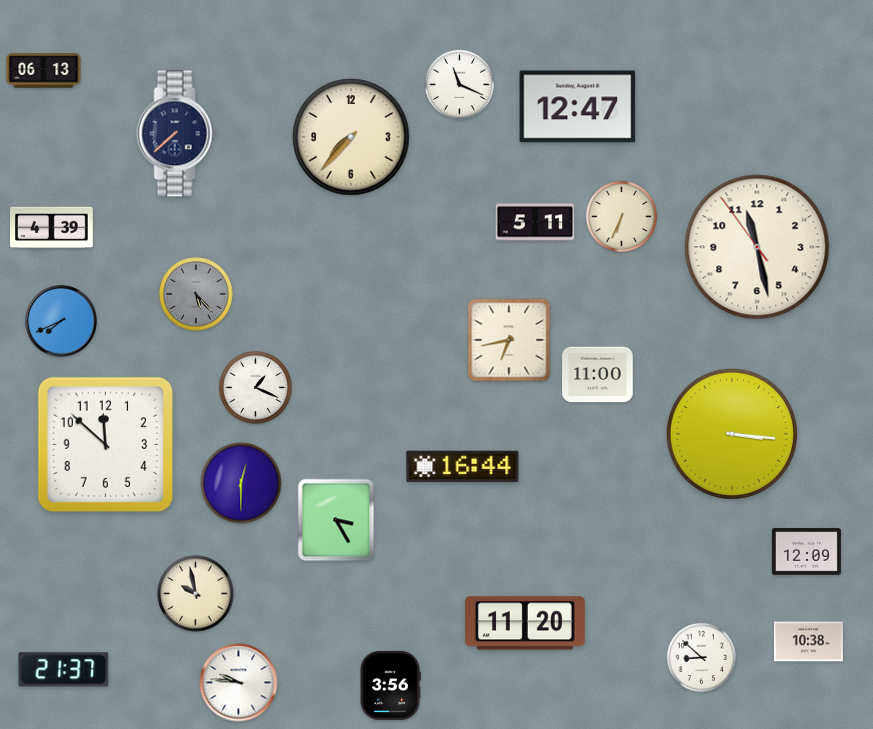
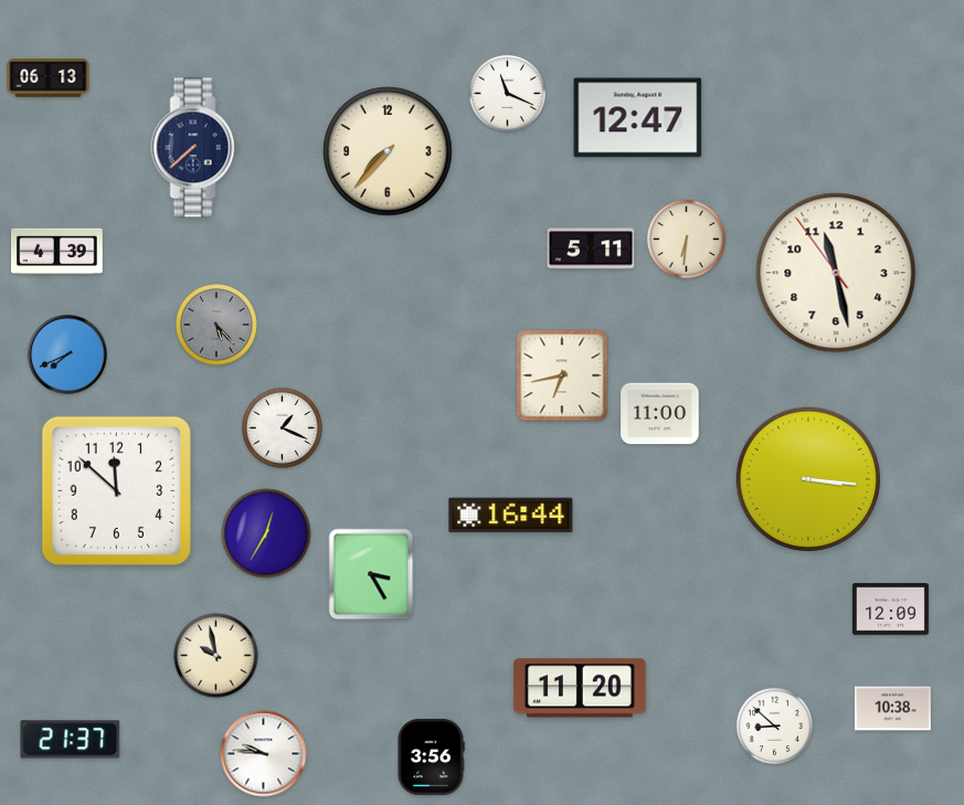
clock at (621, 216): 6:34 -> 6:31
clock at (535, 222) position: (535, 222) -> (591, 248)
clock at (241, 483): 12:30 -> 12:35
